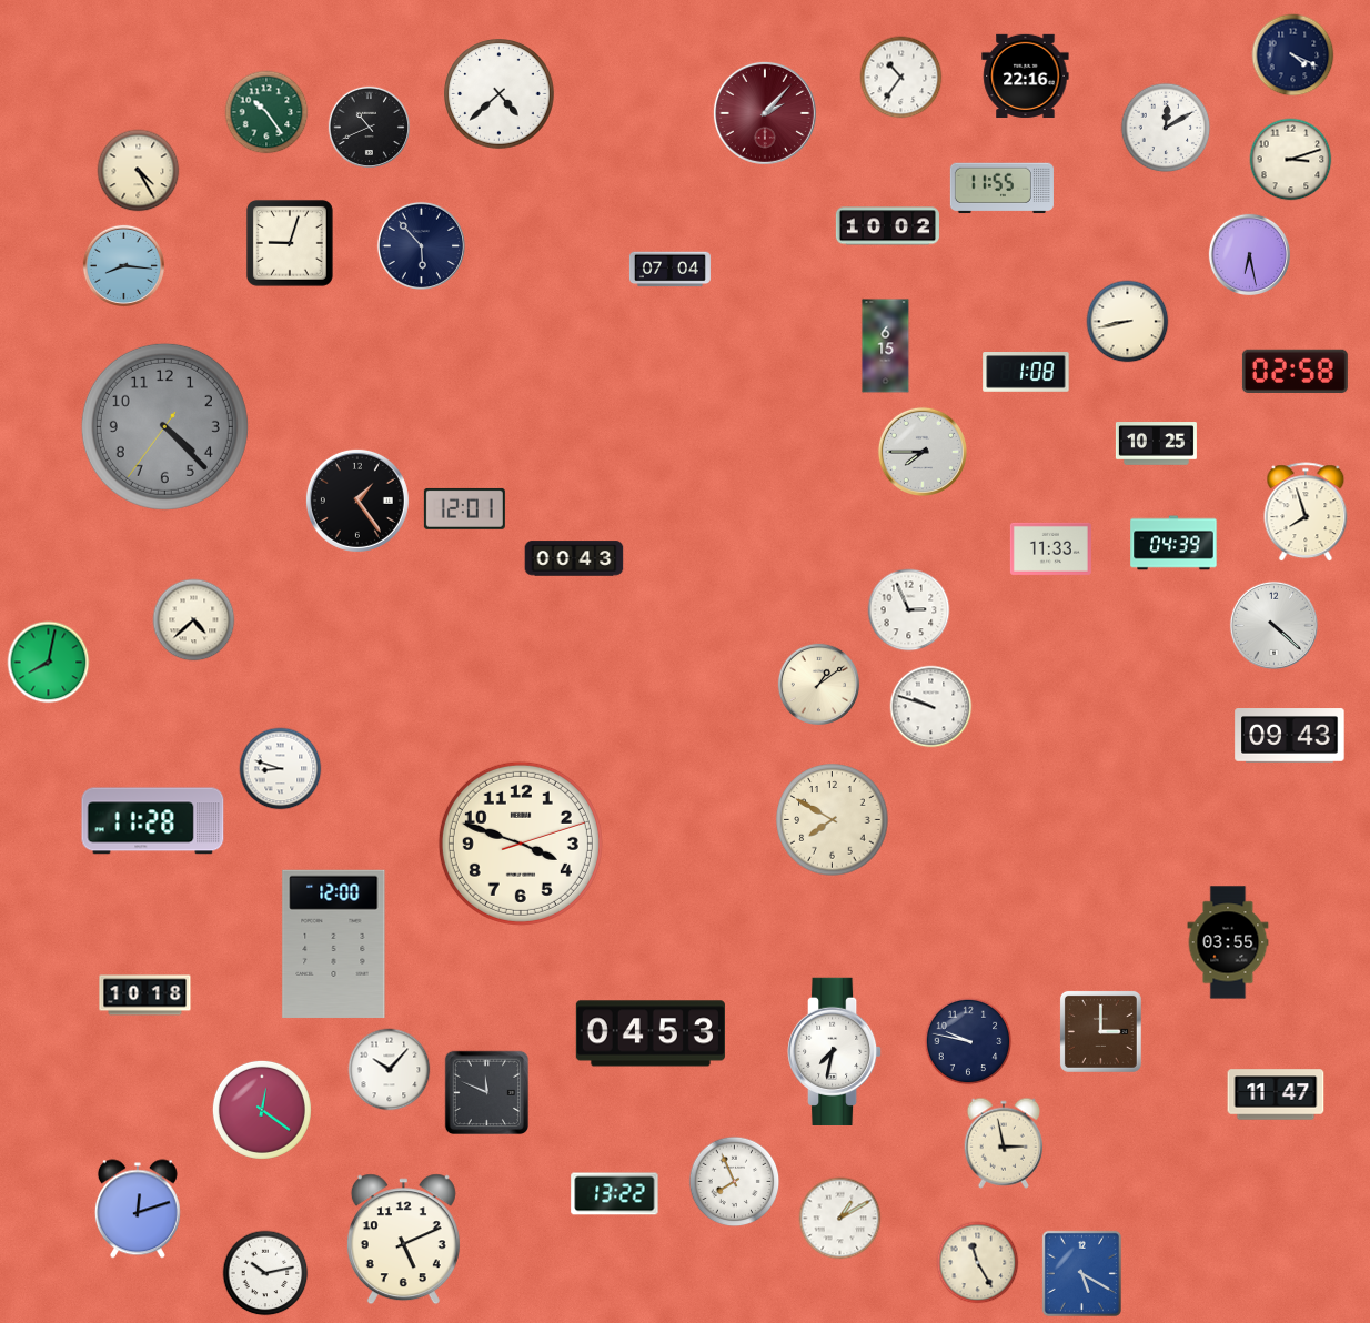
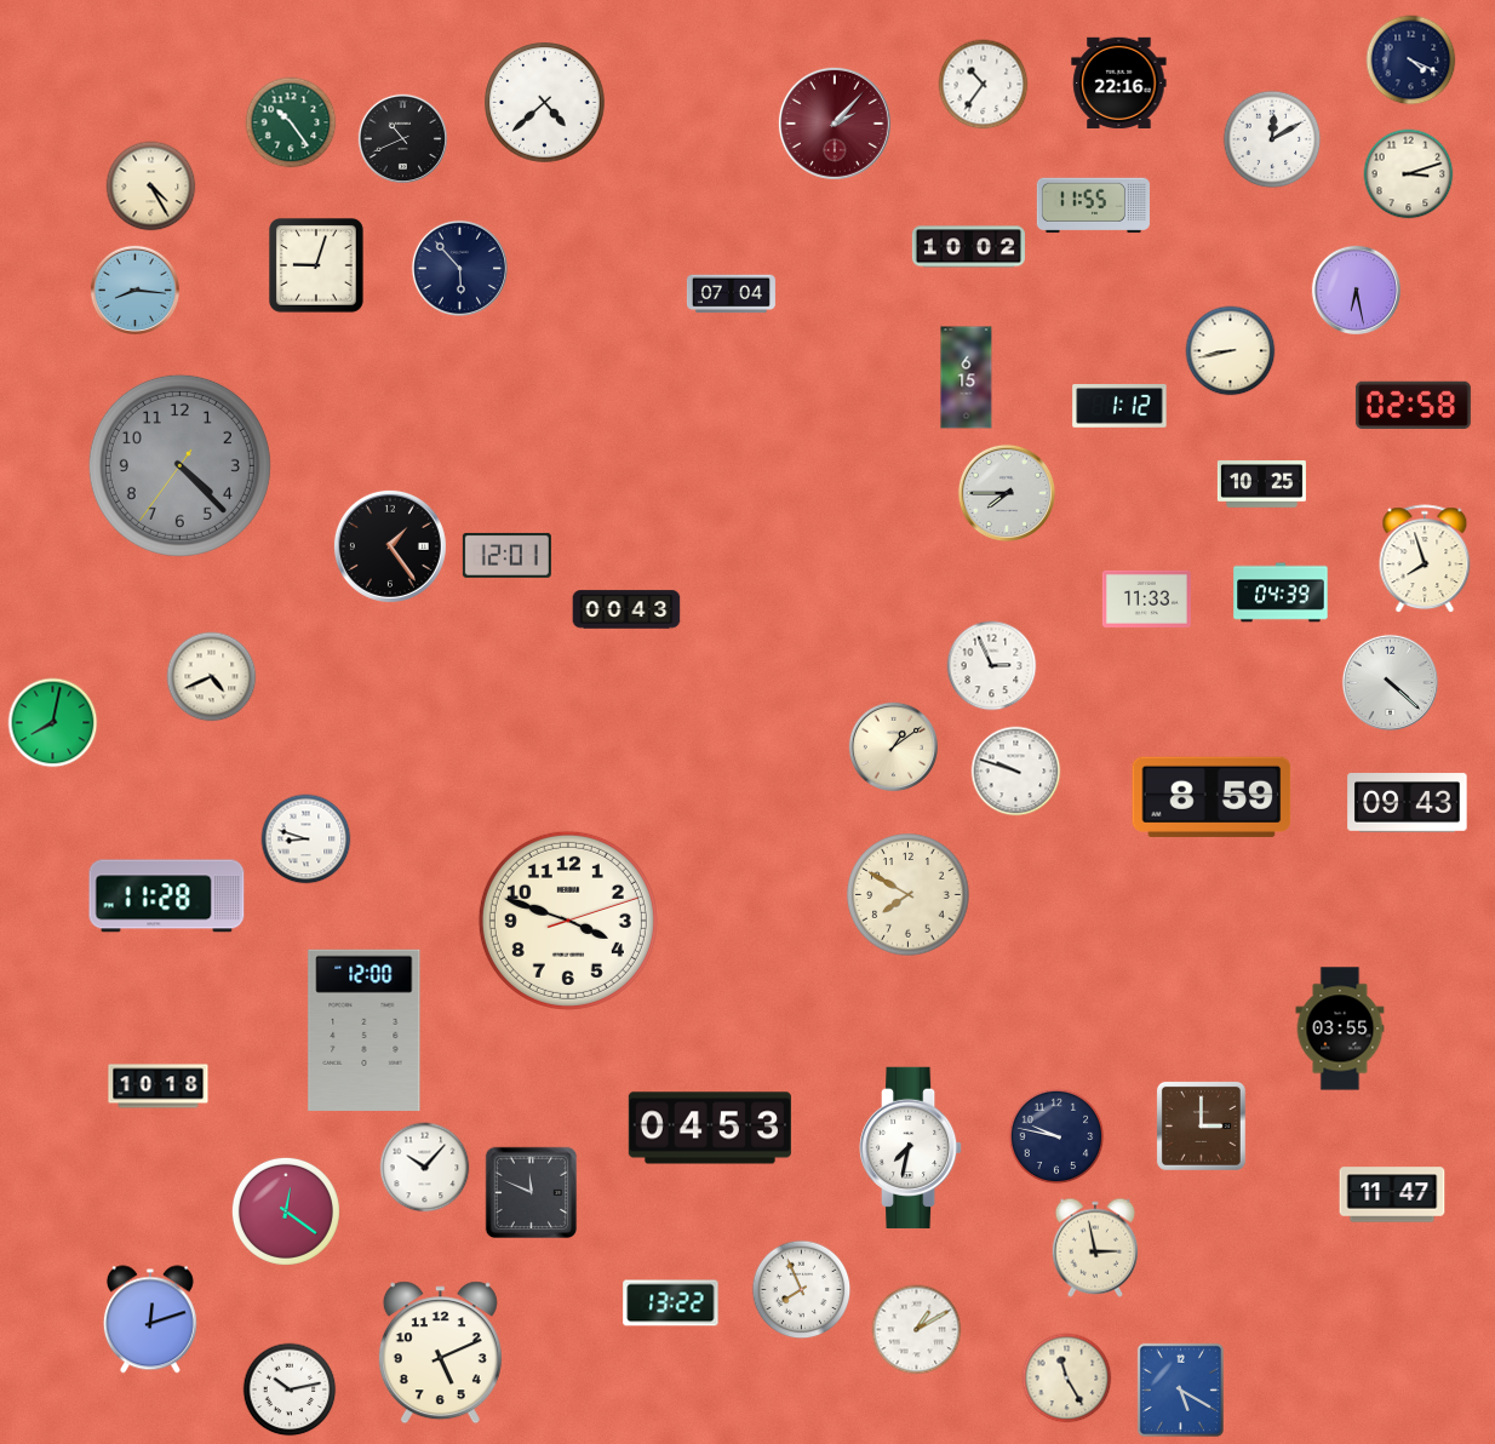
clock at (1249, 254) position: (1249, 254) -> (1356, 290)
clock at (1026, 373): 1:08 -> 1:12
clock at (194, 620): 4:38 -> 4:41
clock at (1212, 797): none -> 8:59
